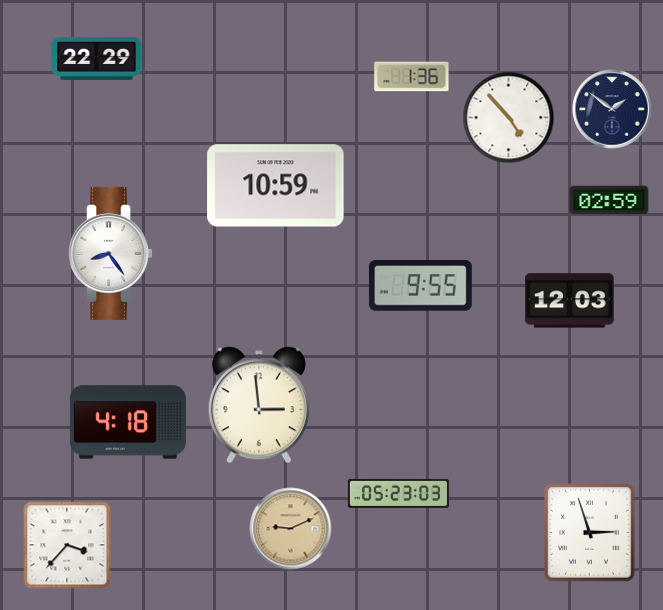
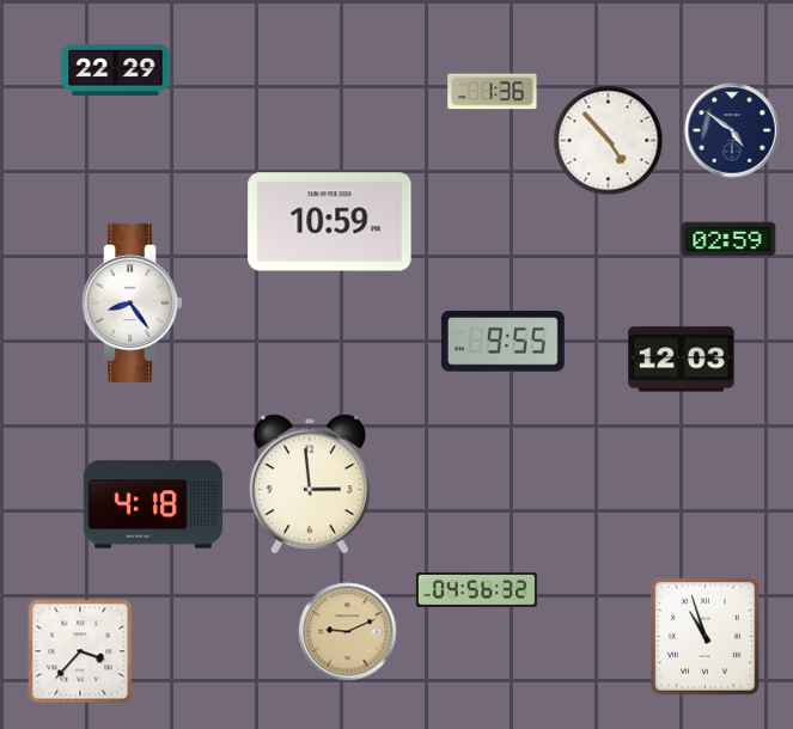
clock at (612, 109): 1:51 -> 4:51
clock at (398, 493): 05:23 -> 04:56
clock at (590, 533): 2:57 -> 10:57
